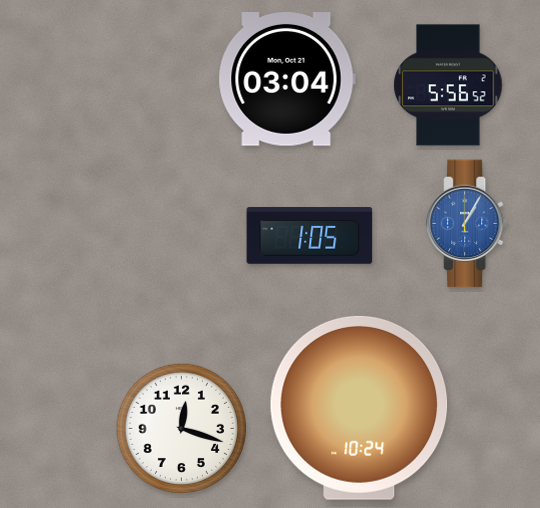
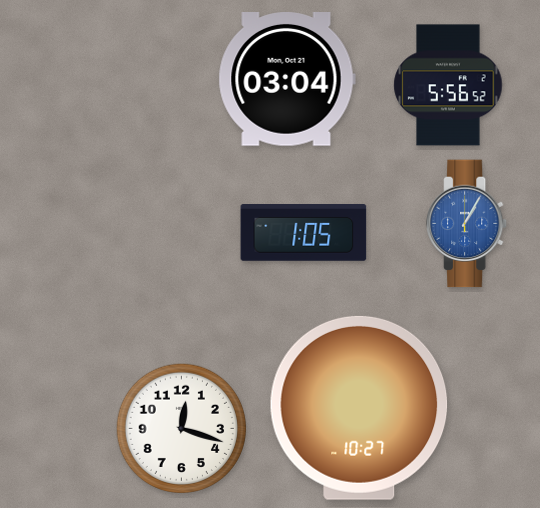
clock at (310, 236) position: (310, 236) -> (304, 233)
clock at (359, 408): 10:24 -> 10:27
